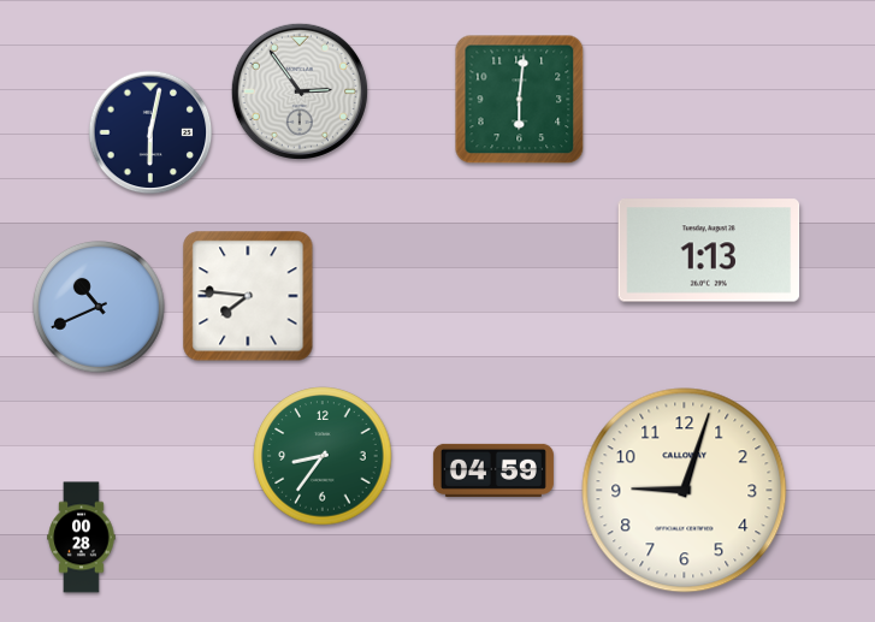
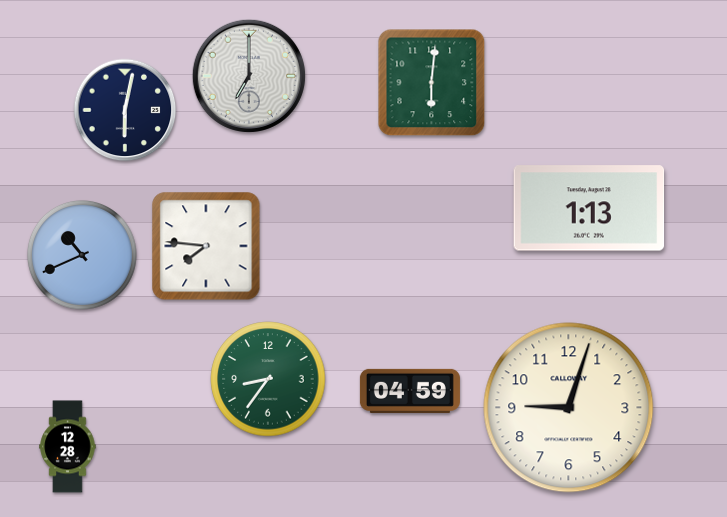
clock at (300, 91): 2:54 -> 7:00
clock at (82, 538): 00:28 -> 12:28
